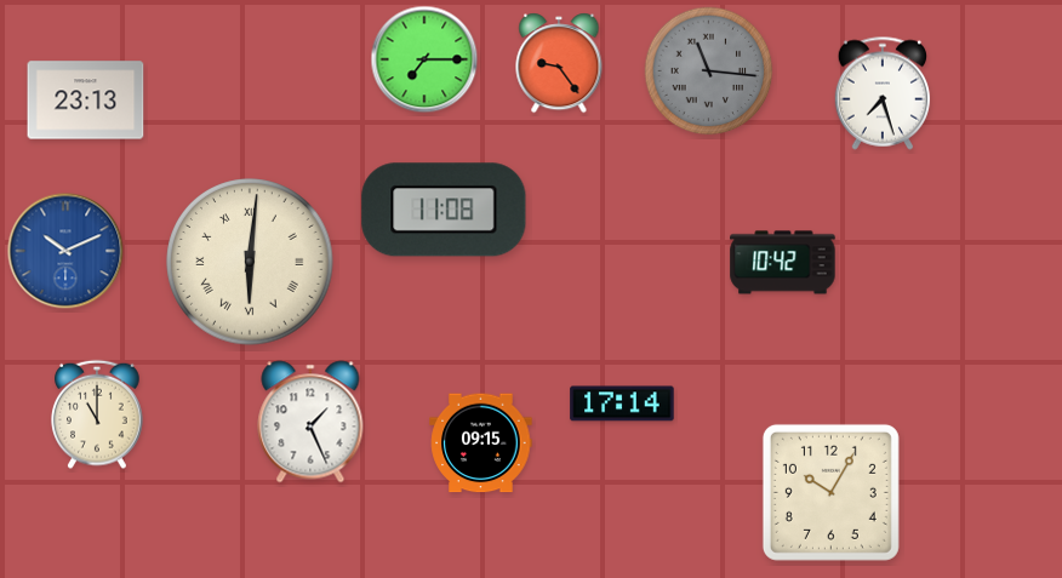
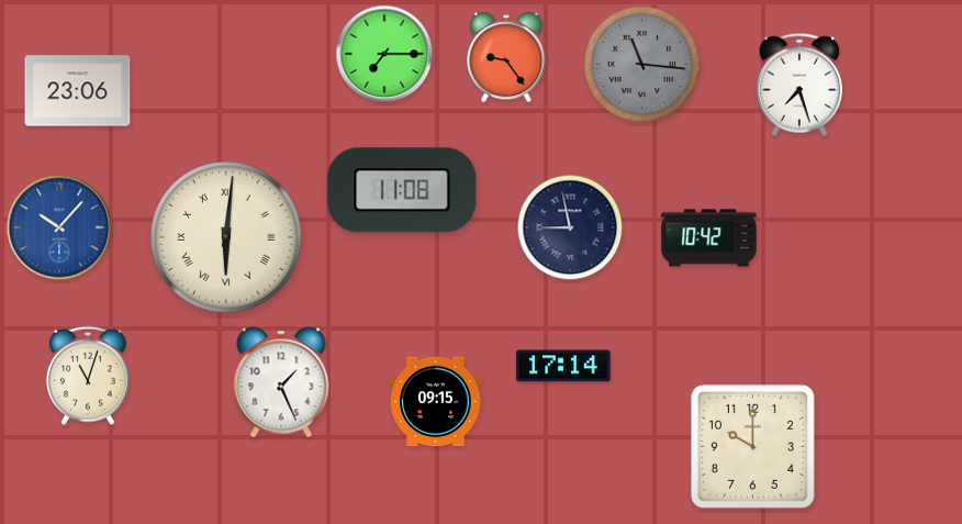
clock at (86, 101): 23:13 -> 23:06
clock at (65, 251): 10:11 -> 10:07
clock at (570, 227): none -> 8:58
clock at (98, 414): 11:00 -> 11:03
clock at (830, 492): 10:05 -> 10:00
